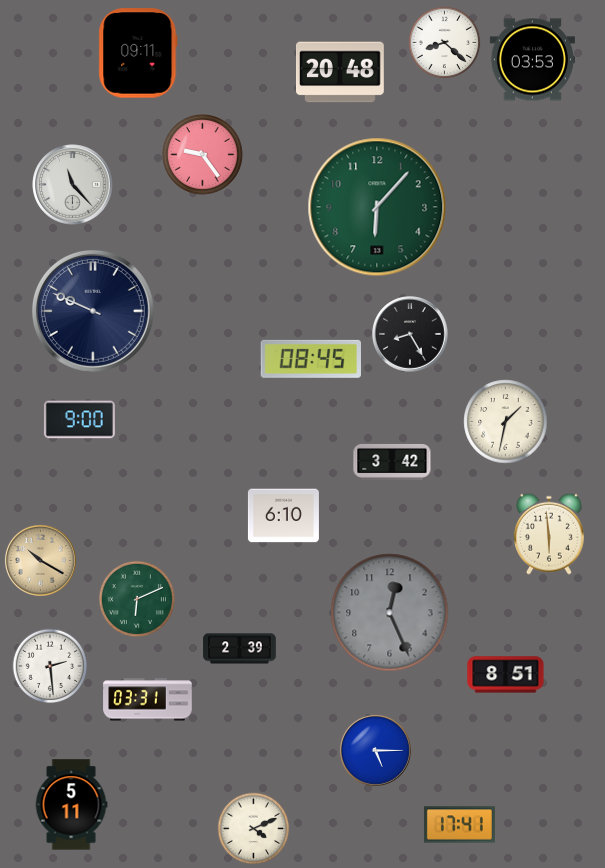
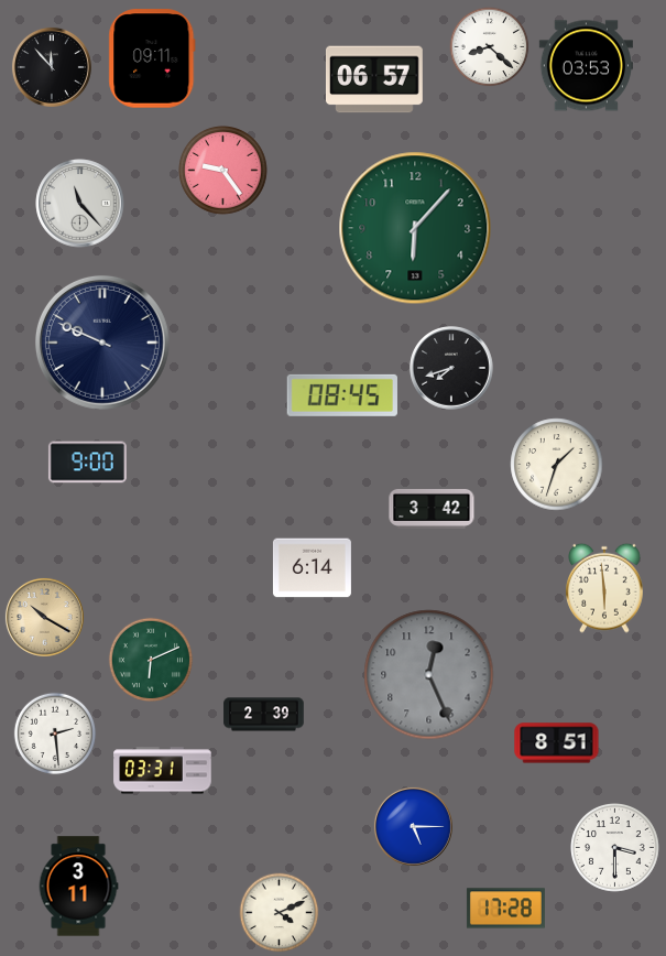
clock at (52, 67): none -> 11:53
clock at (341, 72): 20:48 -> 06:57
clock at (410, 334): 8:25 -> 7:42
clock at (506, 422): 1:32 -> 1:33
clock at (283, 516): 6:10 -> 6:14
clock at (615, 848): none -> 3:30
clock at (71, 805): 5:11 -> 3:11
clock at (459, 825): 17:41 -> 17:28
